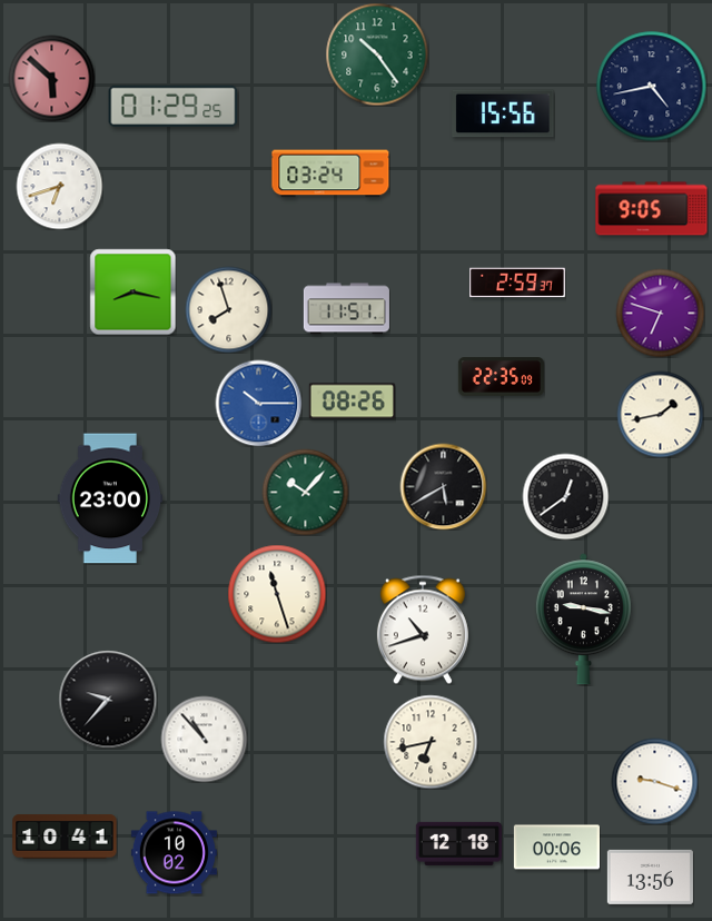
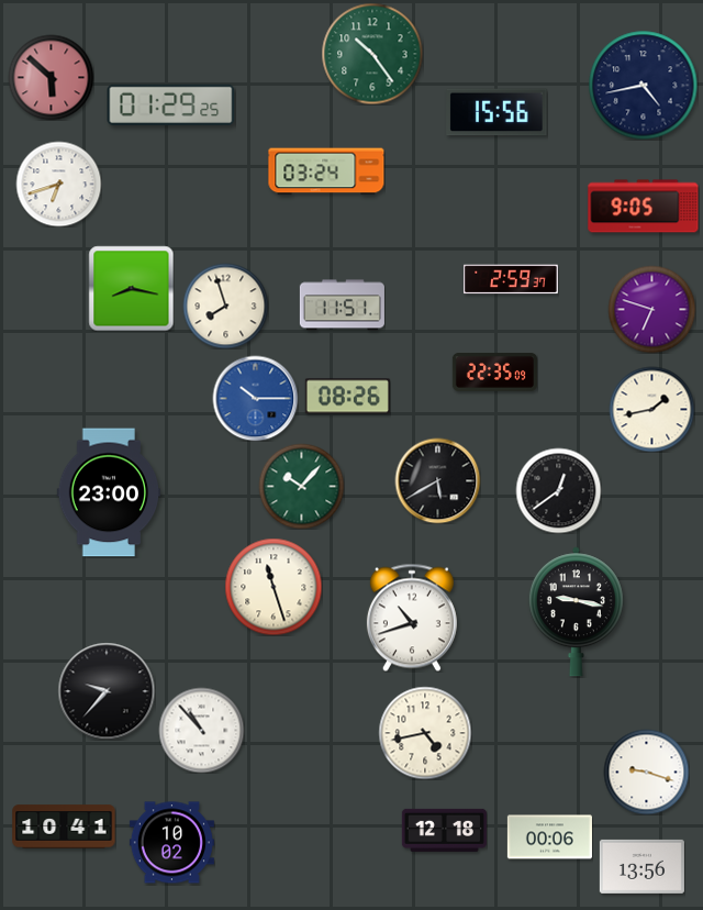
clock at (423, 630) position: (423, 630) -> (412, 618)
clock at (431, 742): 6:43 -> 4:43
clock at (458, 843) position: (458, 843) -> (444, 830)
